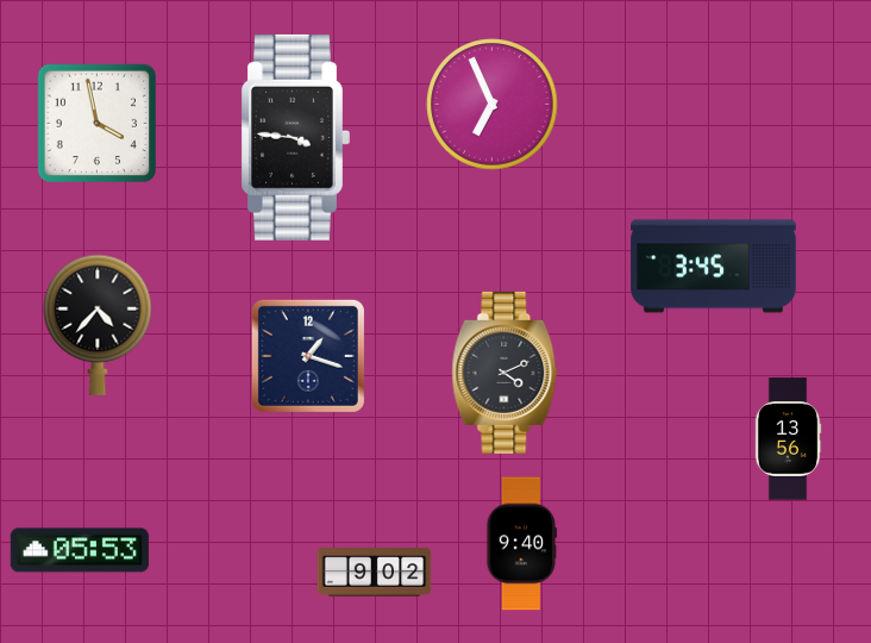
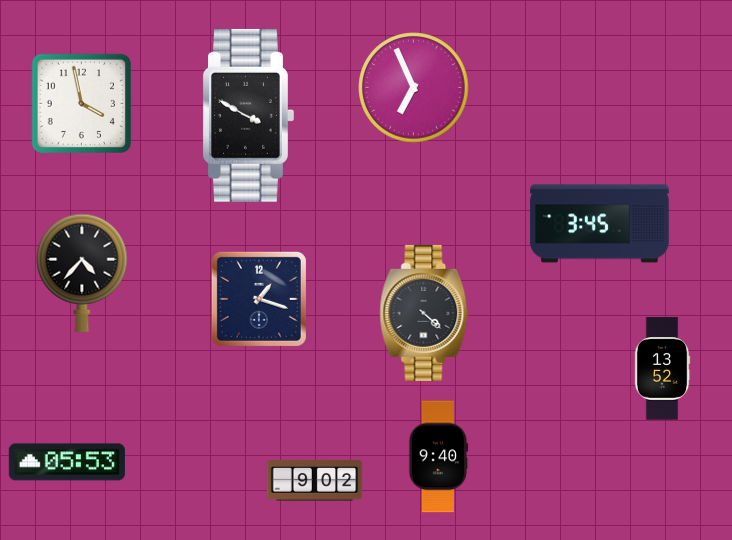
clock at (296, 137): 3:46 -> 3:50
clock at (505, 373): 4:11 -> 4:22
clock at (788, 439): 13:56 -> 13:52
